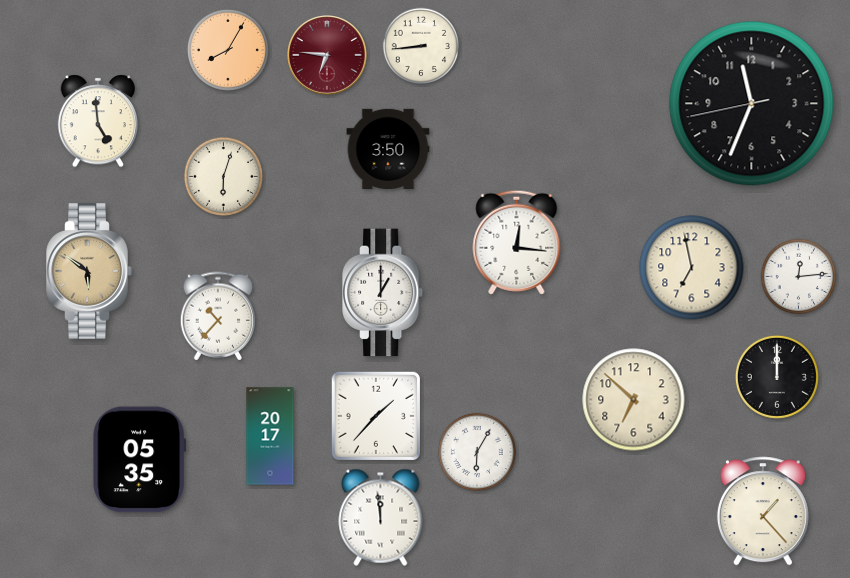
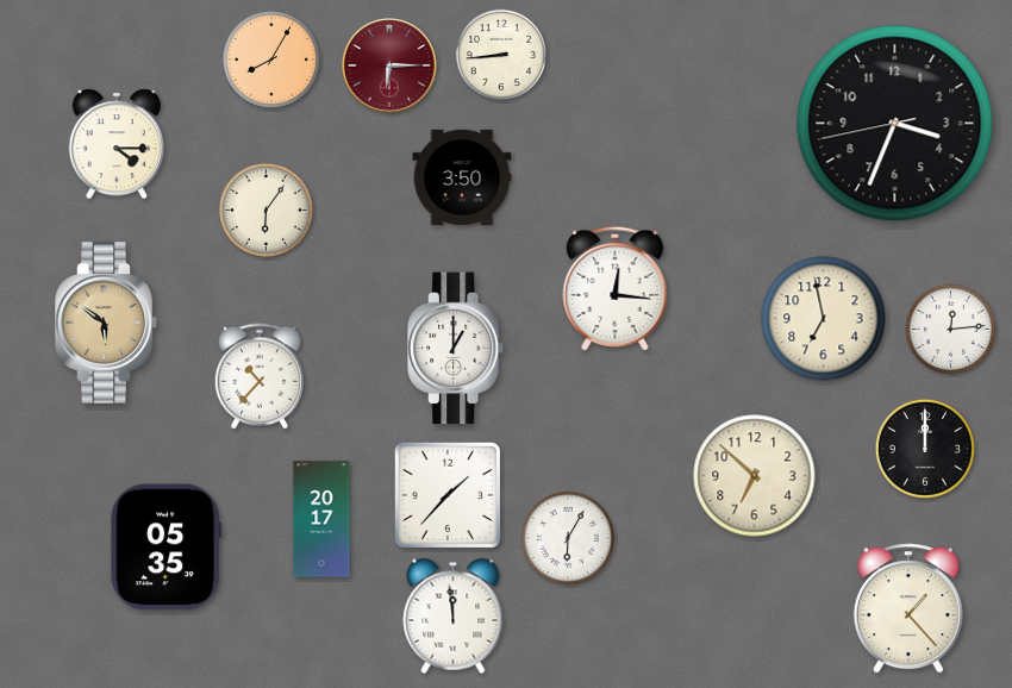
clock at (327, 55): 6:46 -> 6:15
clock at (752, 104): 11:33 -> 3:33
clock at (97, 121): 4:59 -> 4:15
clock at (223, 176): 6:03 -> 6:06
